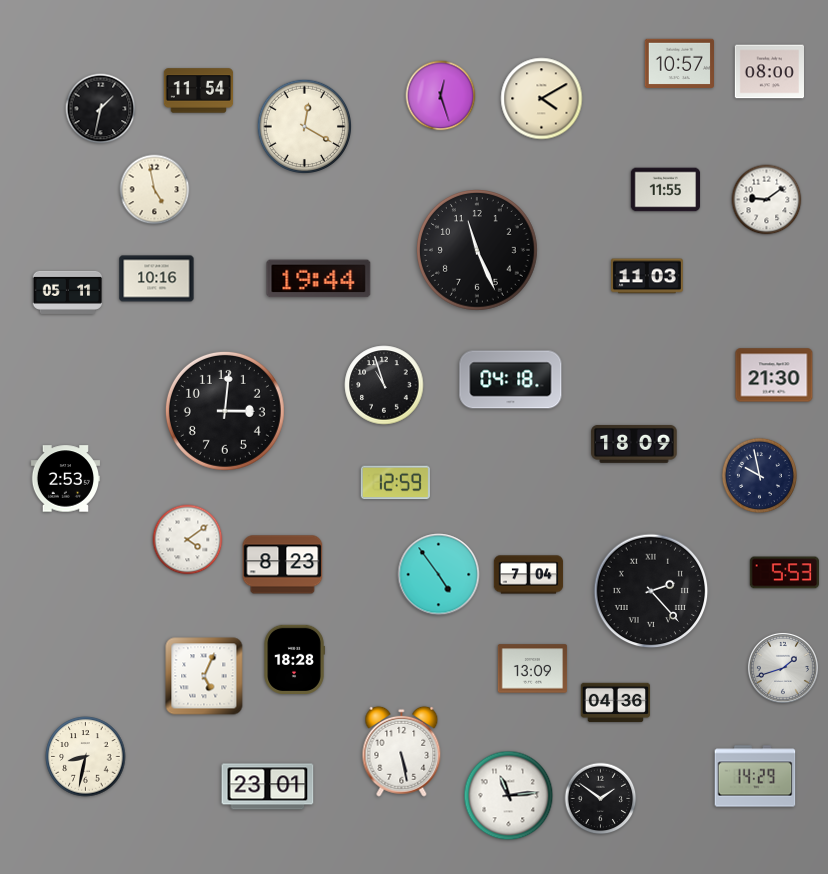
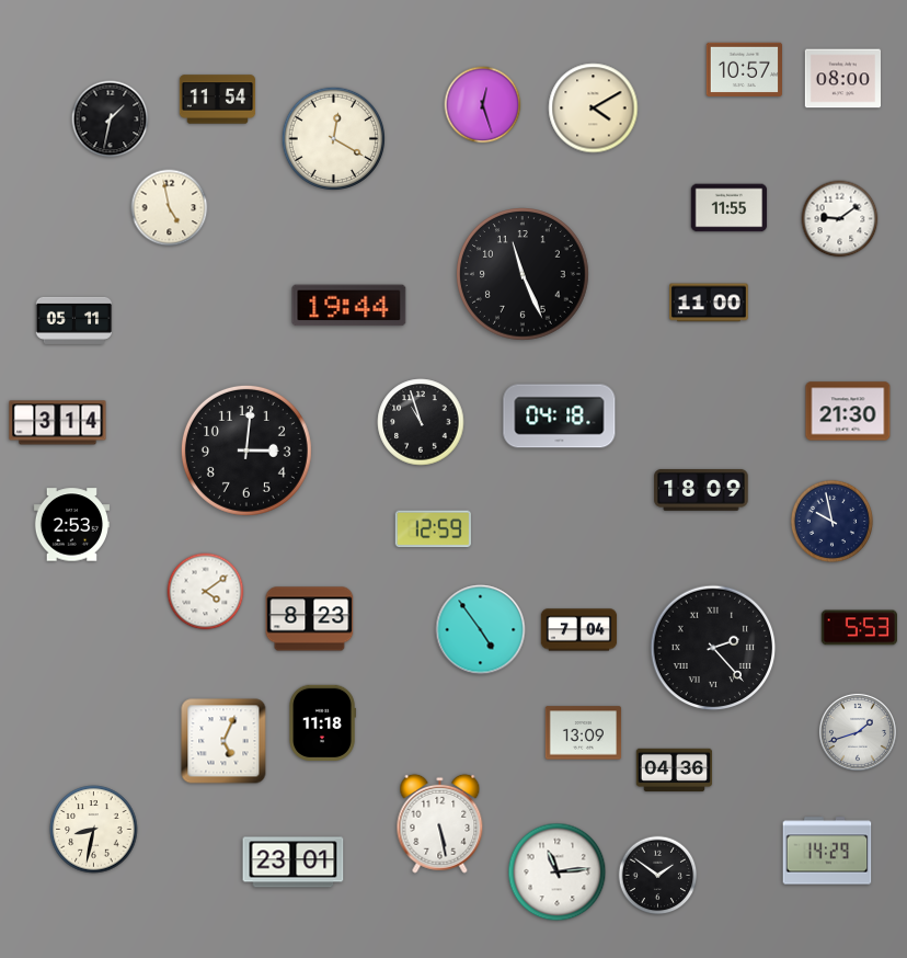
clock at (648, 276): 11:03 -> 11:00
clock at (157, 279): 10:16 -> none
clock at (58, 423): none -> 3:14
clock at (634, 444) position: (634, 444) -> (701, 490)
clock at (294, 660): 18:28 -> 11:18
